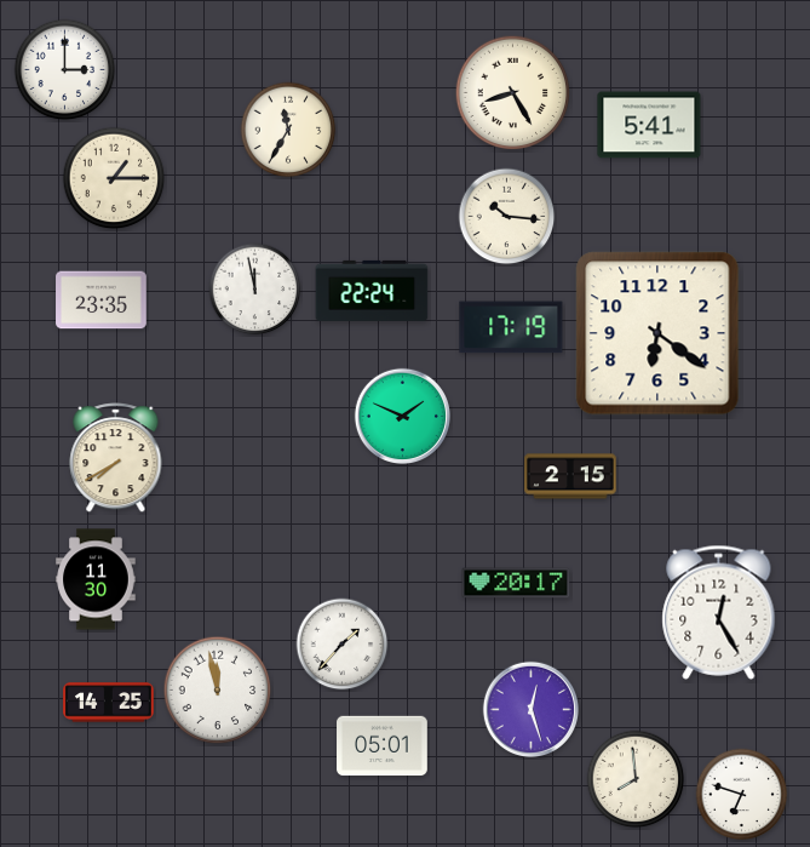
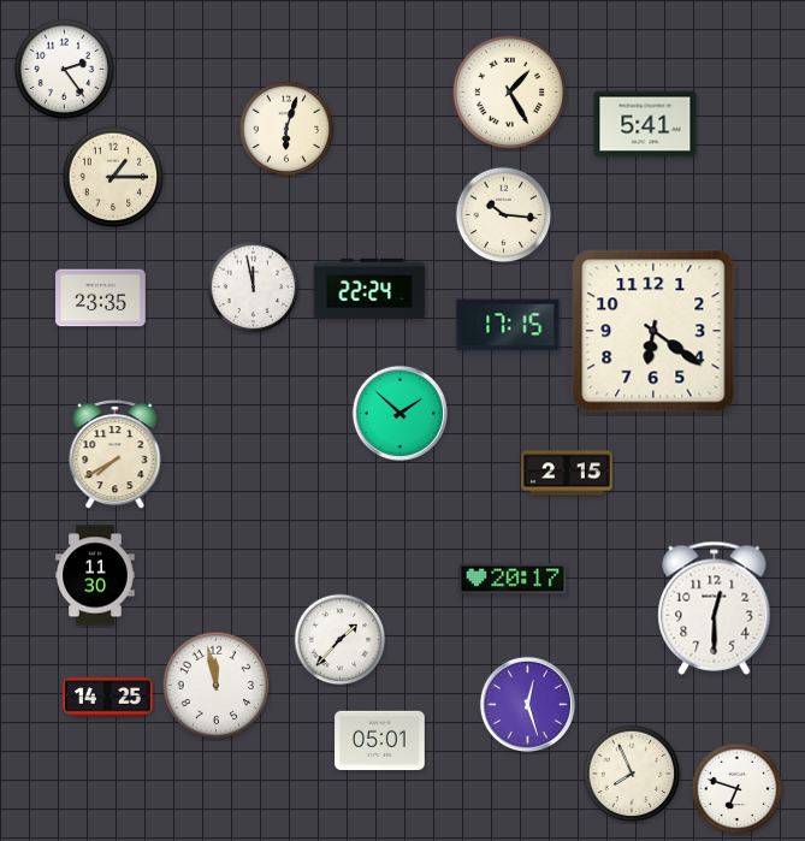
clock at (65, 70): 3:00 -> 2:24
clock at (513, 93): 8:25 -> 1:25
clock at (288, 130): 11:35 -> 6:03
clock at (511, 327): 17:19 -> 17:15
clock at (402, 416): 1:49 -> 1:52
clock at (719, 612): 12:25 -> 12:30
clock at (636, 779): 7:59 -> 7:56
